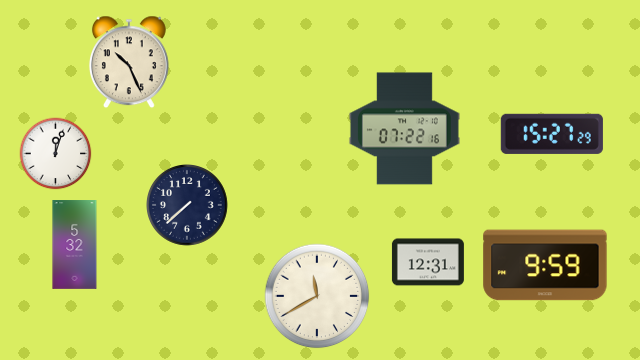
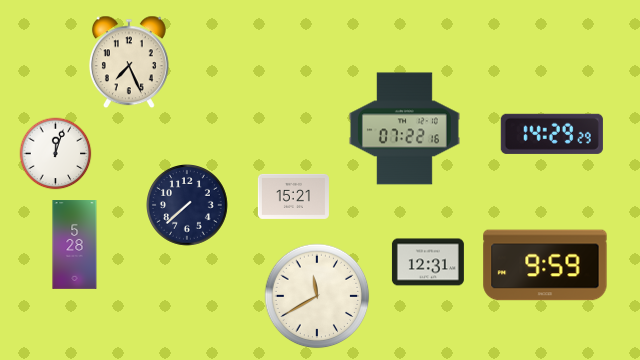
clock at (129, 62): 10:26 -> 7:26
clock at (552, 134): 15:27 -> 14:29
clock at (293, 196): none -> 15:21
clock at (75, 245): 5:32 -> 5:28
